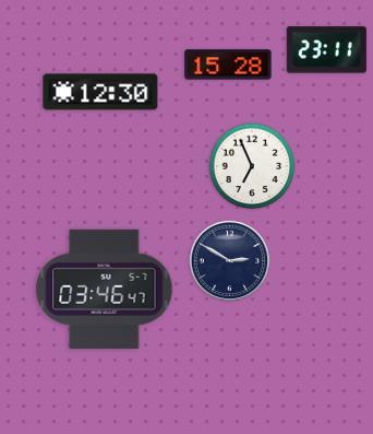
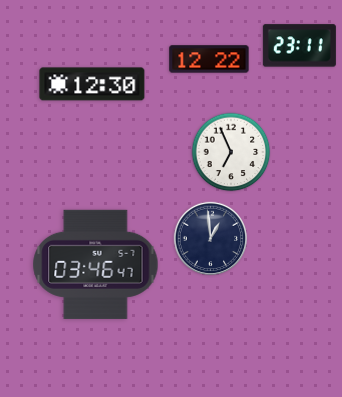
clock at (228, 64): 15:28 -> 12:22
clock at (230, 261): 2:50 -> 12:59
